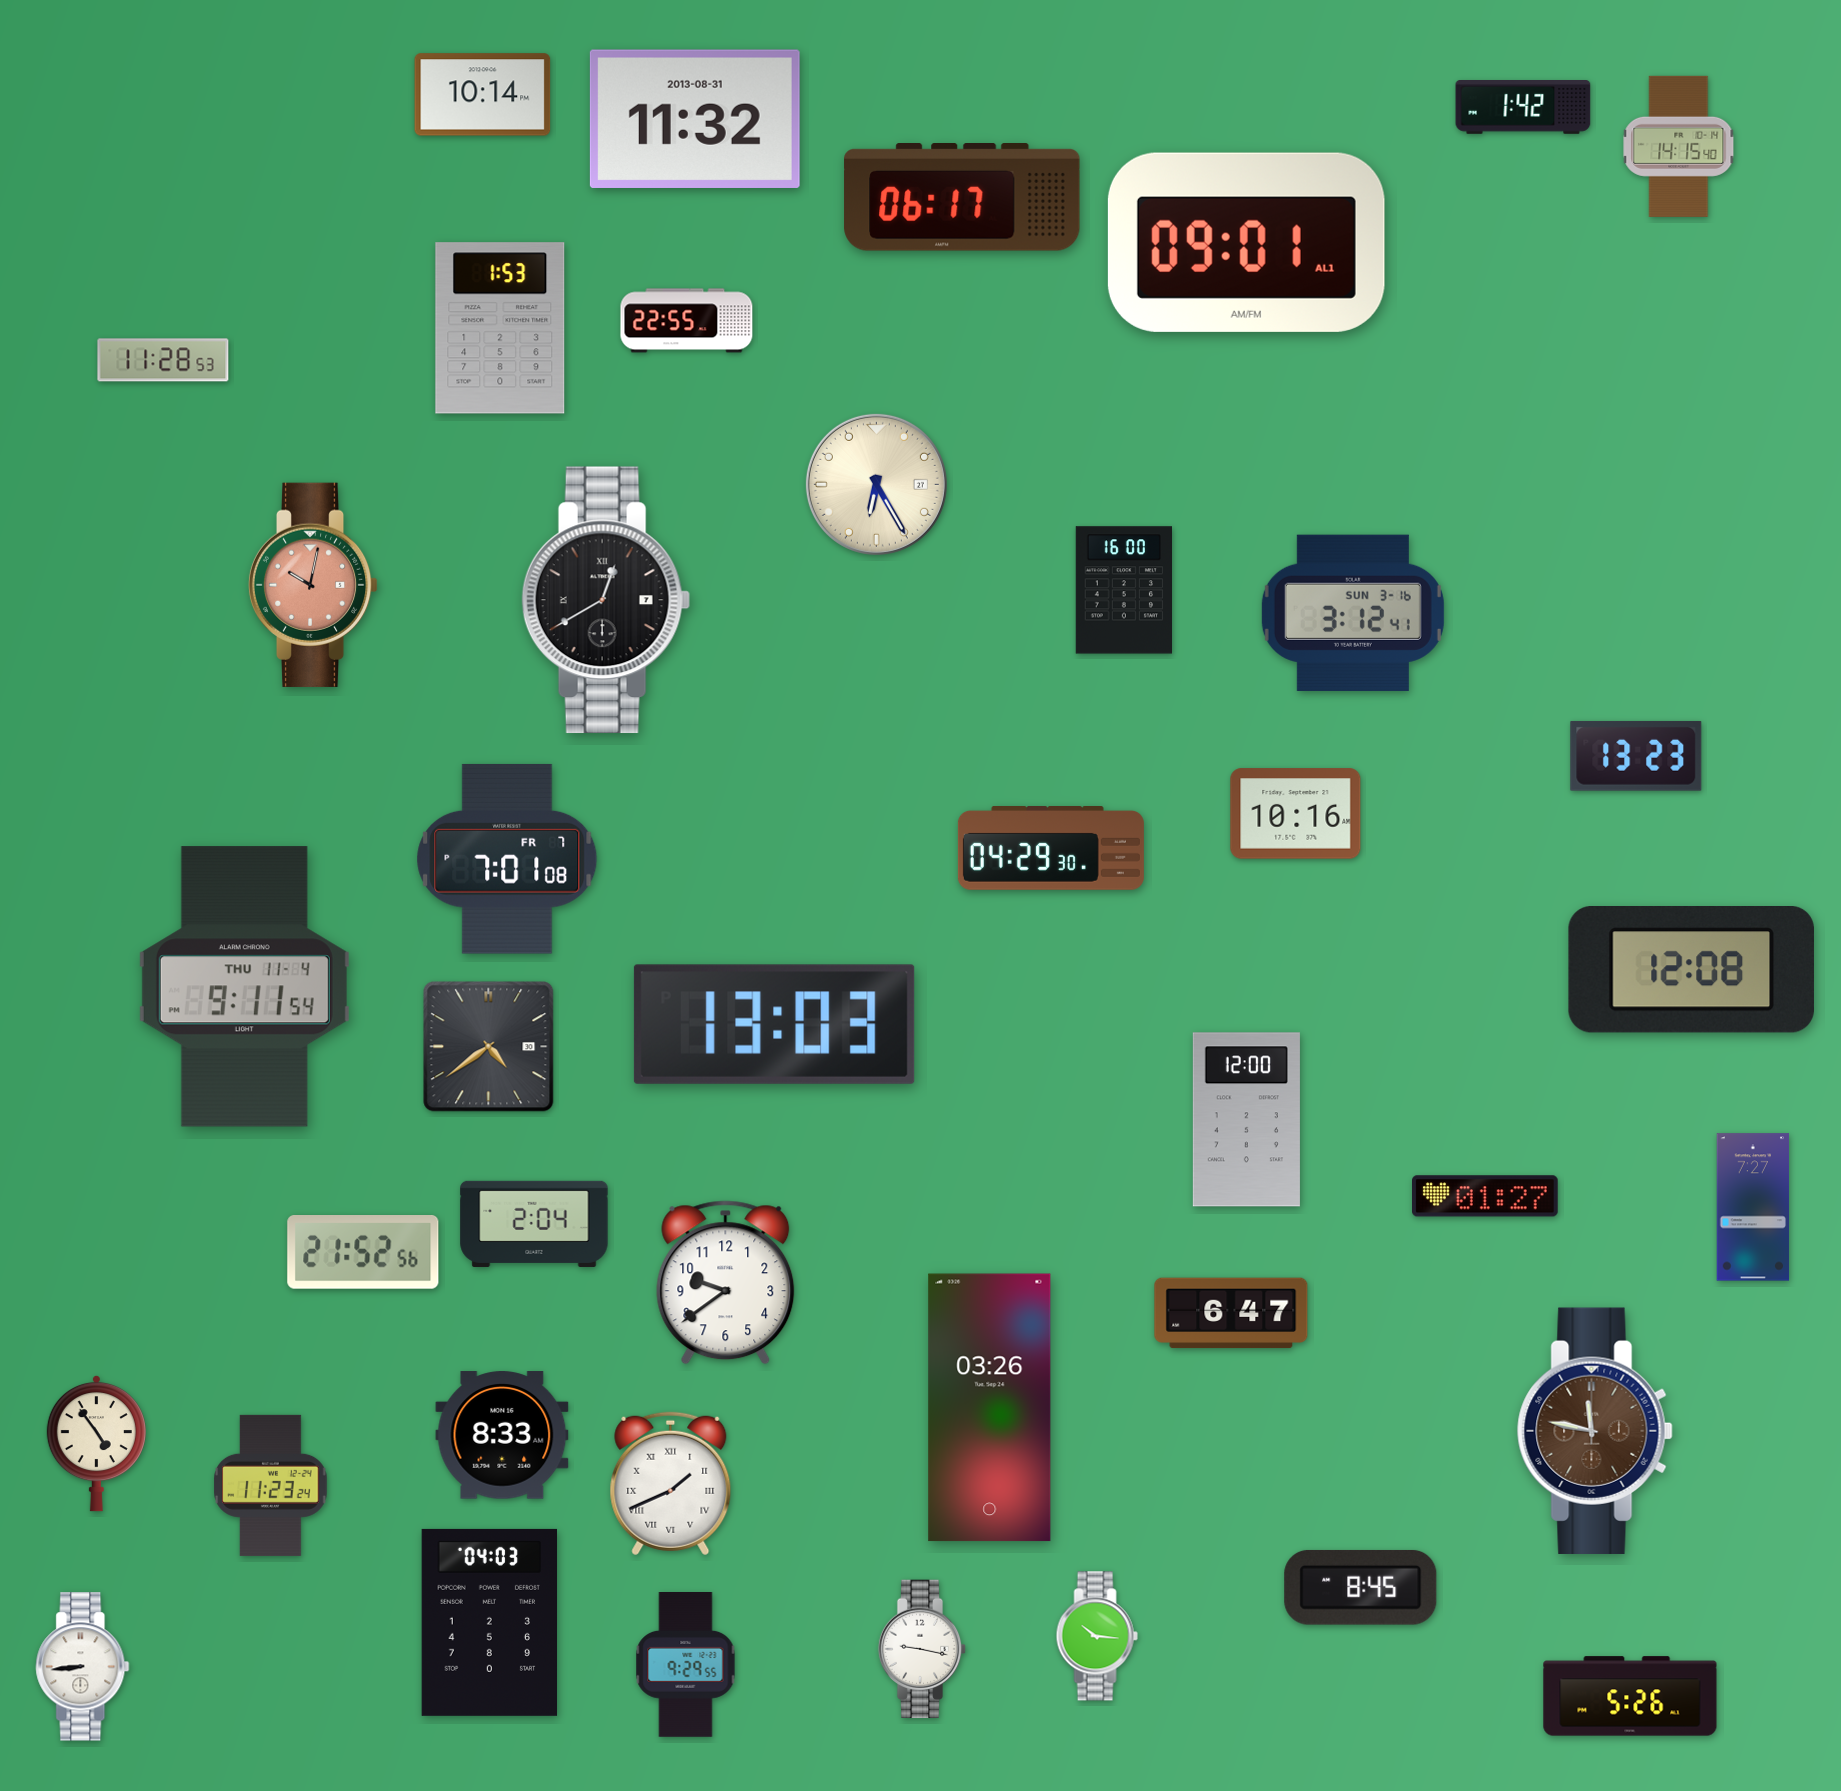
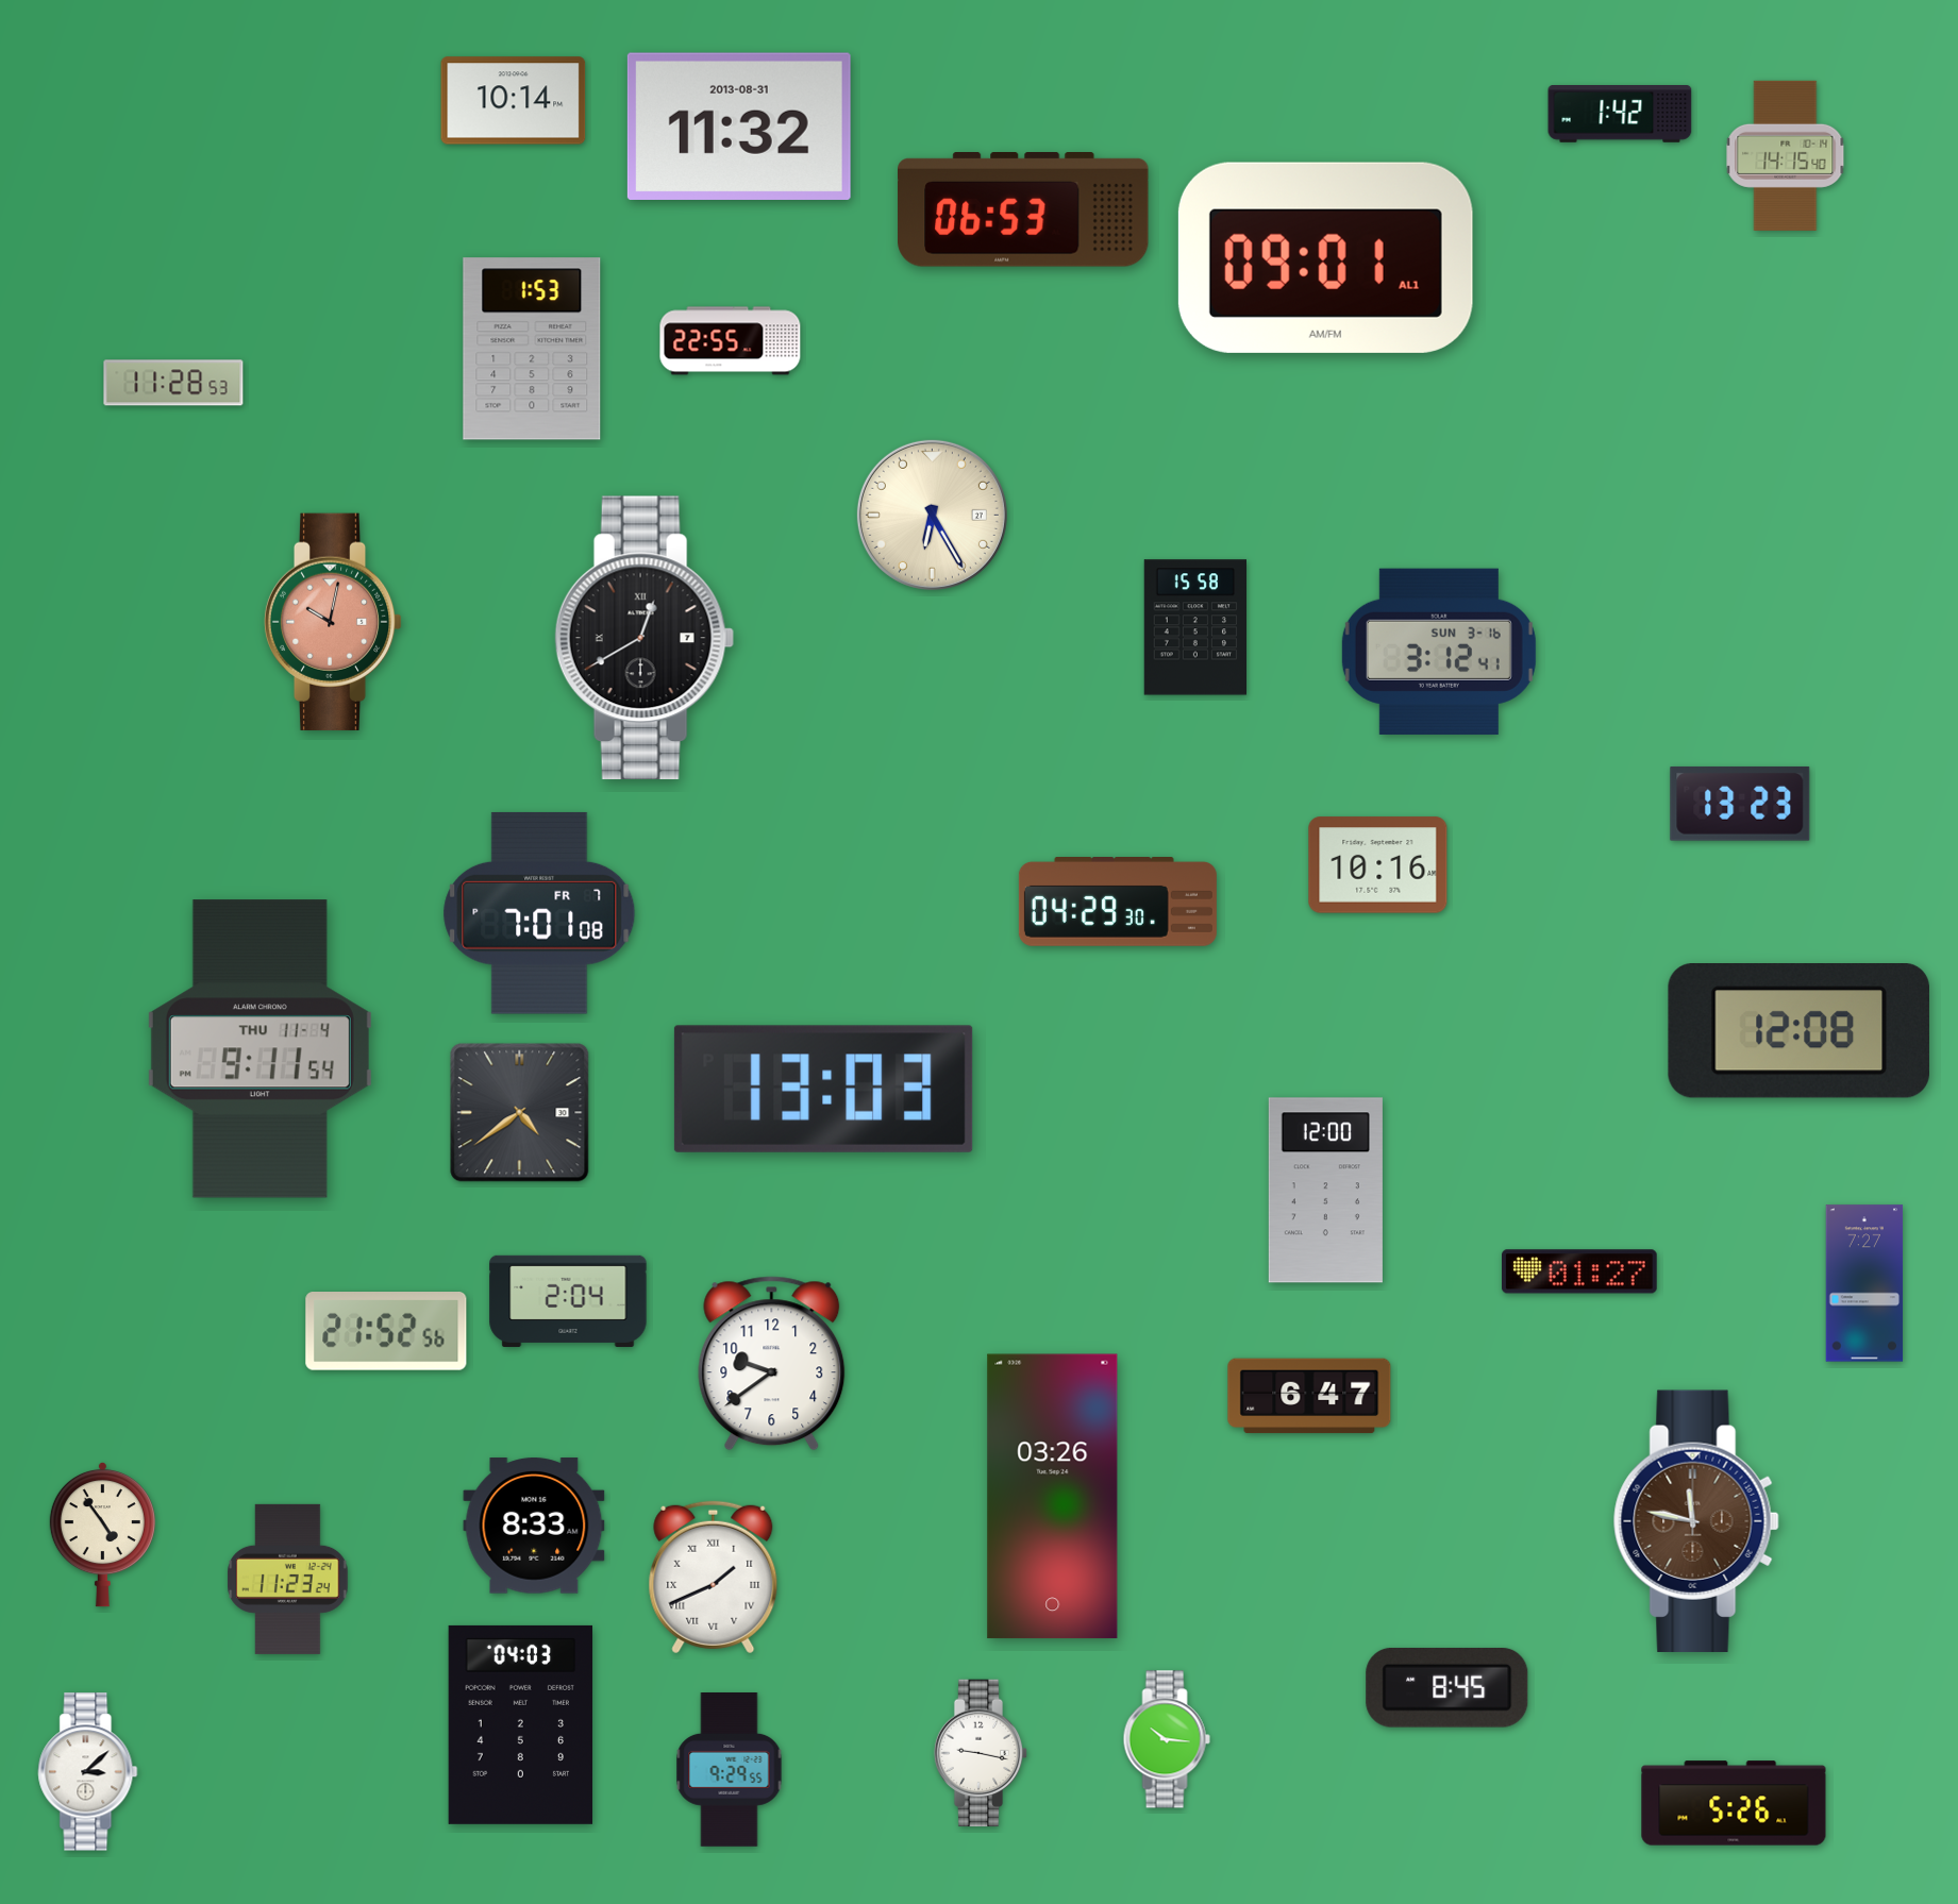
clock at (962, 198): 06:17 -> 06:53
clock at (1123, 590): 16:00 -> 15:58
clock at (83, 1667): 8:44 -> 3:08
